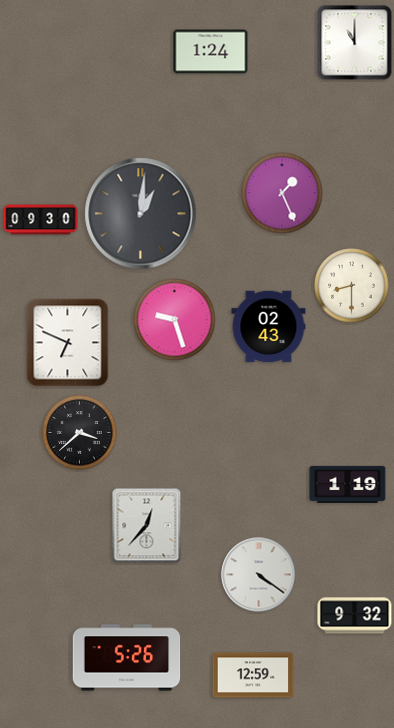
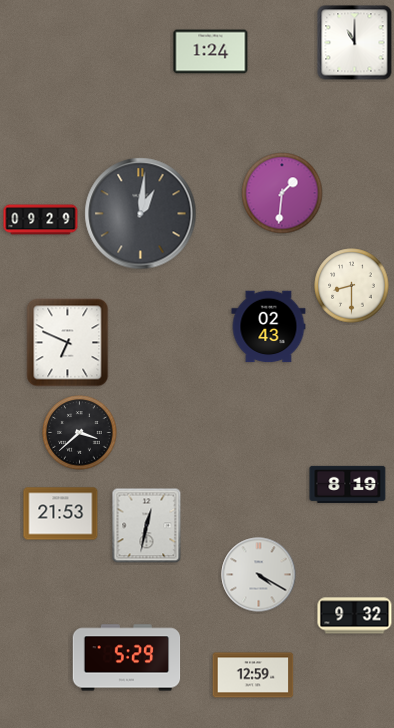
clock at (282, 193): 1:26 -> 1:31
clock at (41, 220): 09:30 -> 09:29
clock at (175, 320): 9:27 -> none
clock at (348, 484): 1:19 -> 8:19
clock at (61, 514): none -> 21:53
clock at (147, 526): 12:37 -> 12:32
clock at (259, 575): 4:21 -> 4:20
clock at (127, 658): 5:26 -> 5:29
